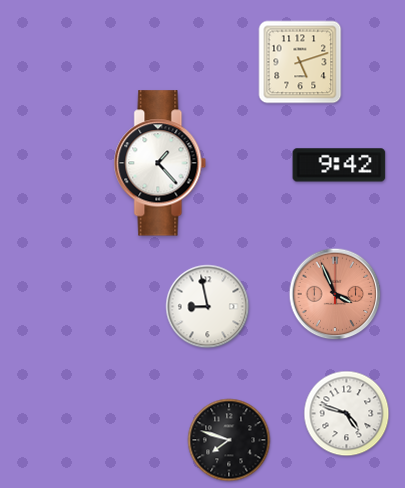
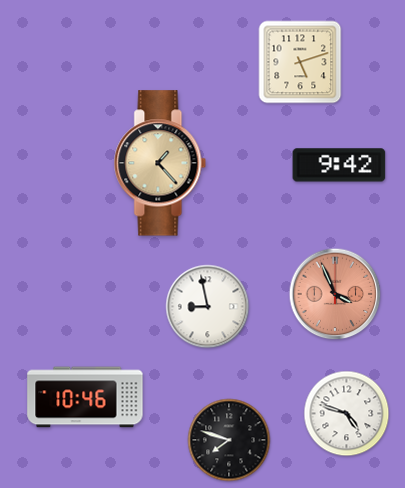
clock at (160, 163) dial: white -> champagne
clock at (85, 397): none -> 10:46
